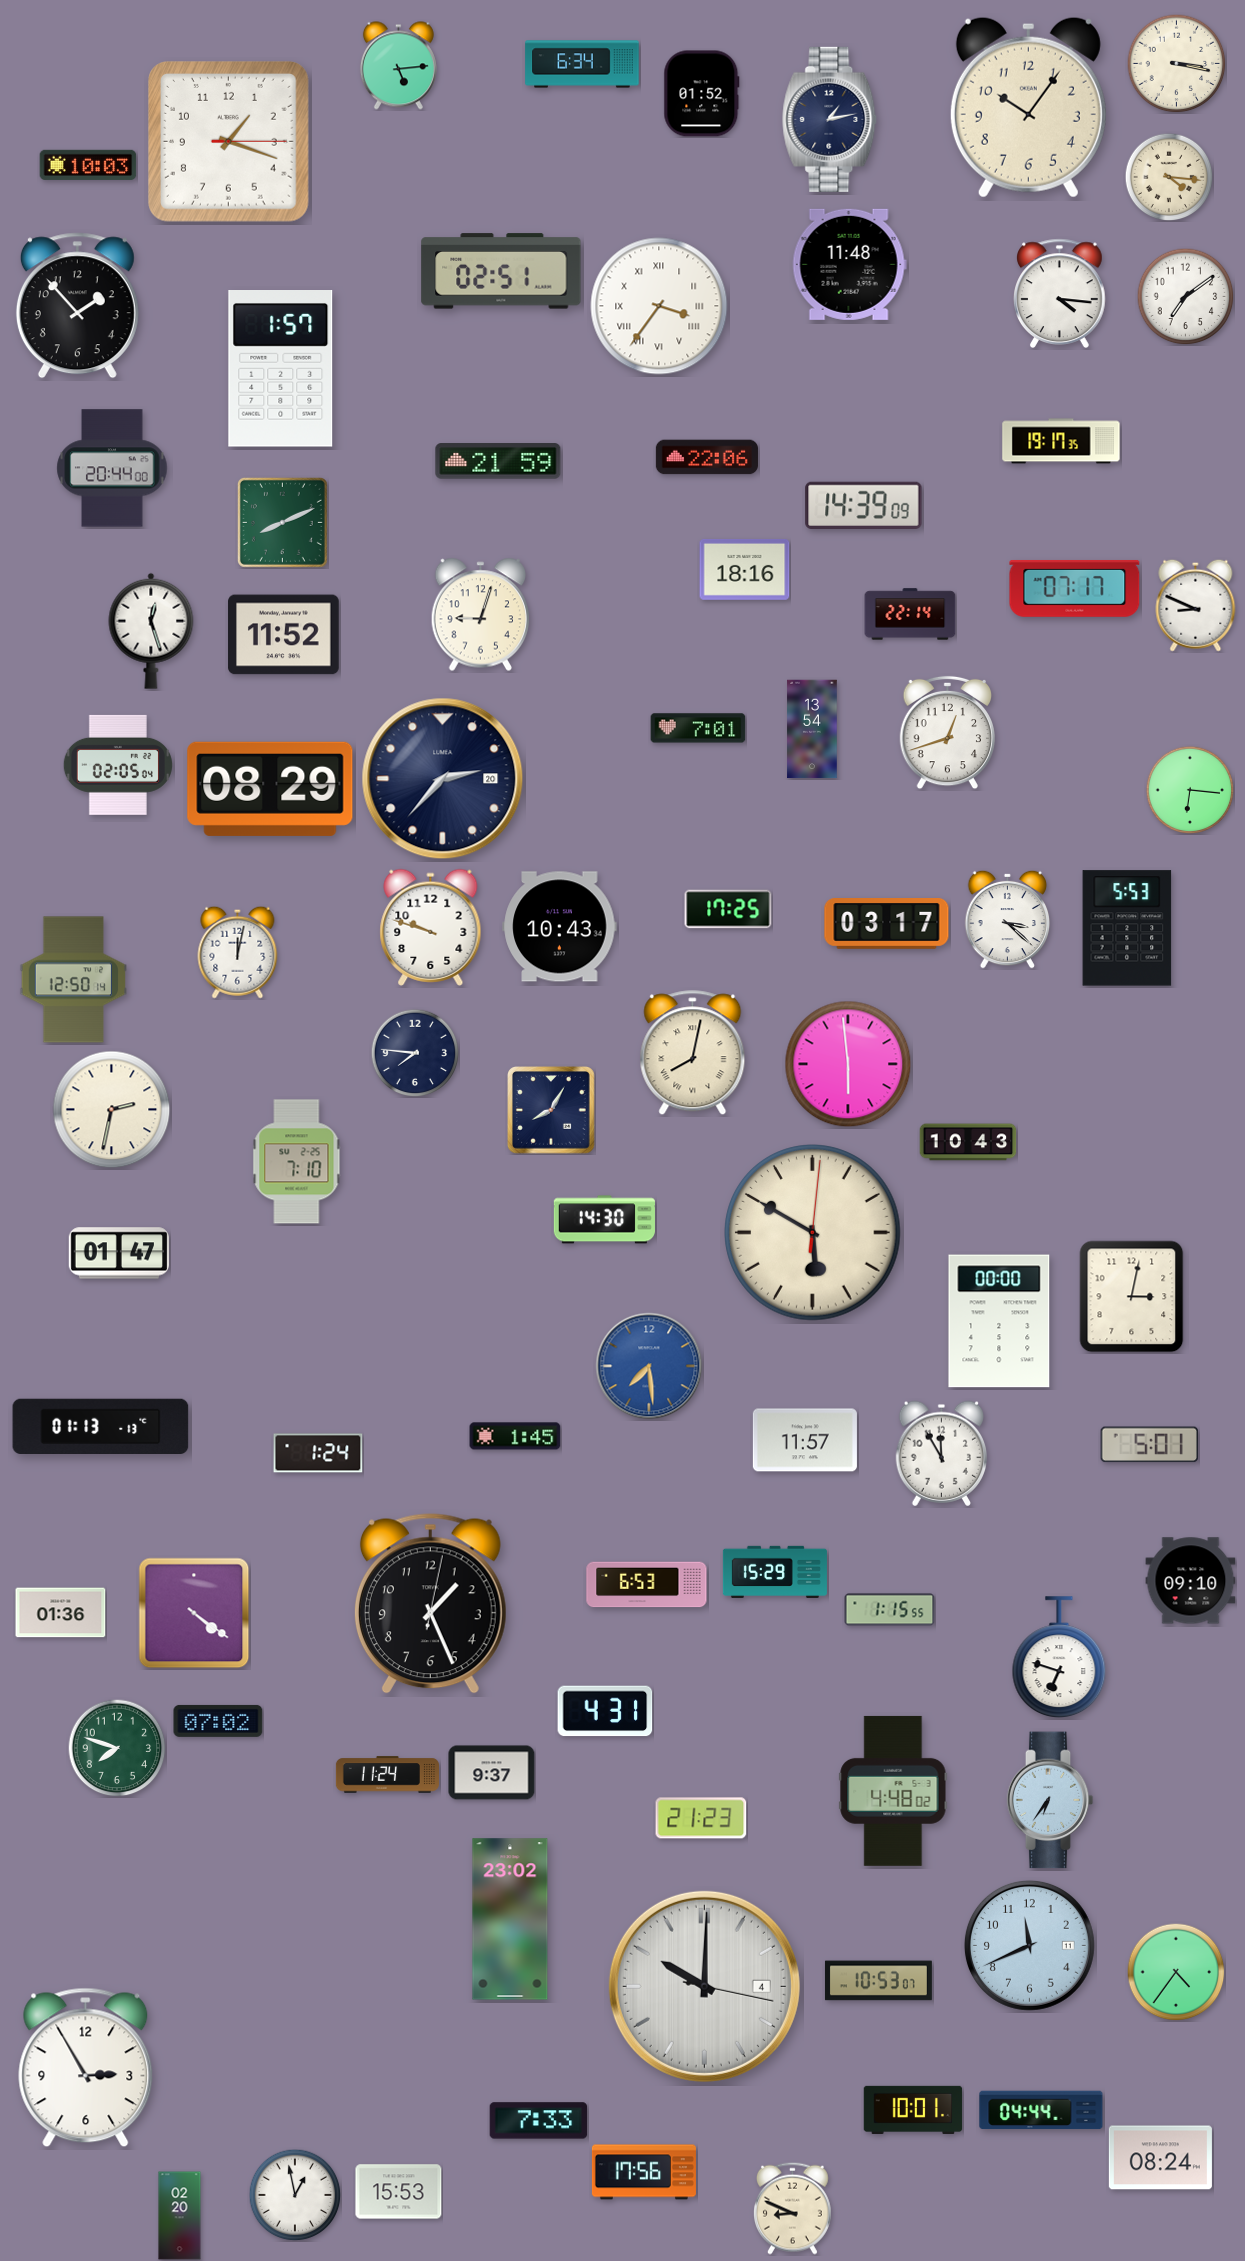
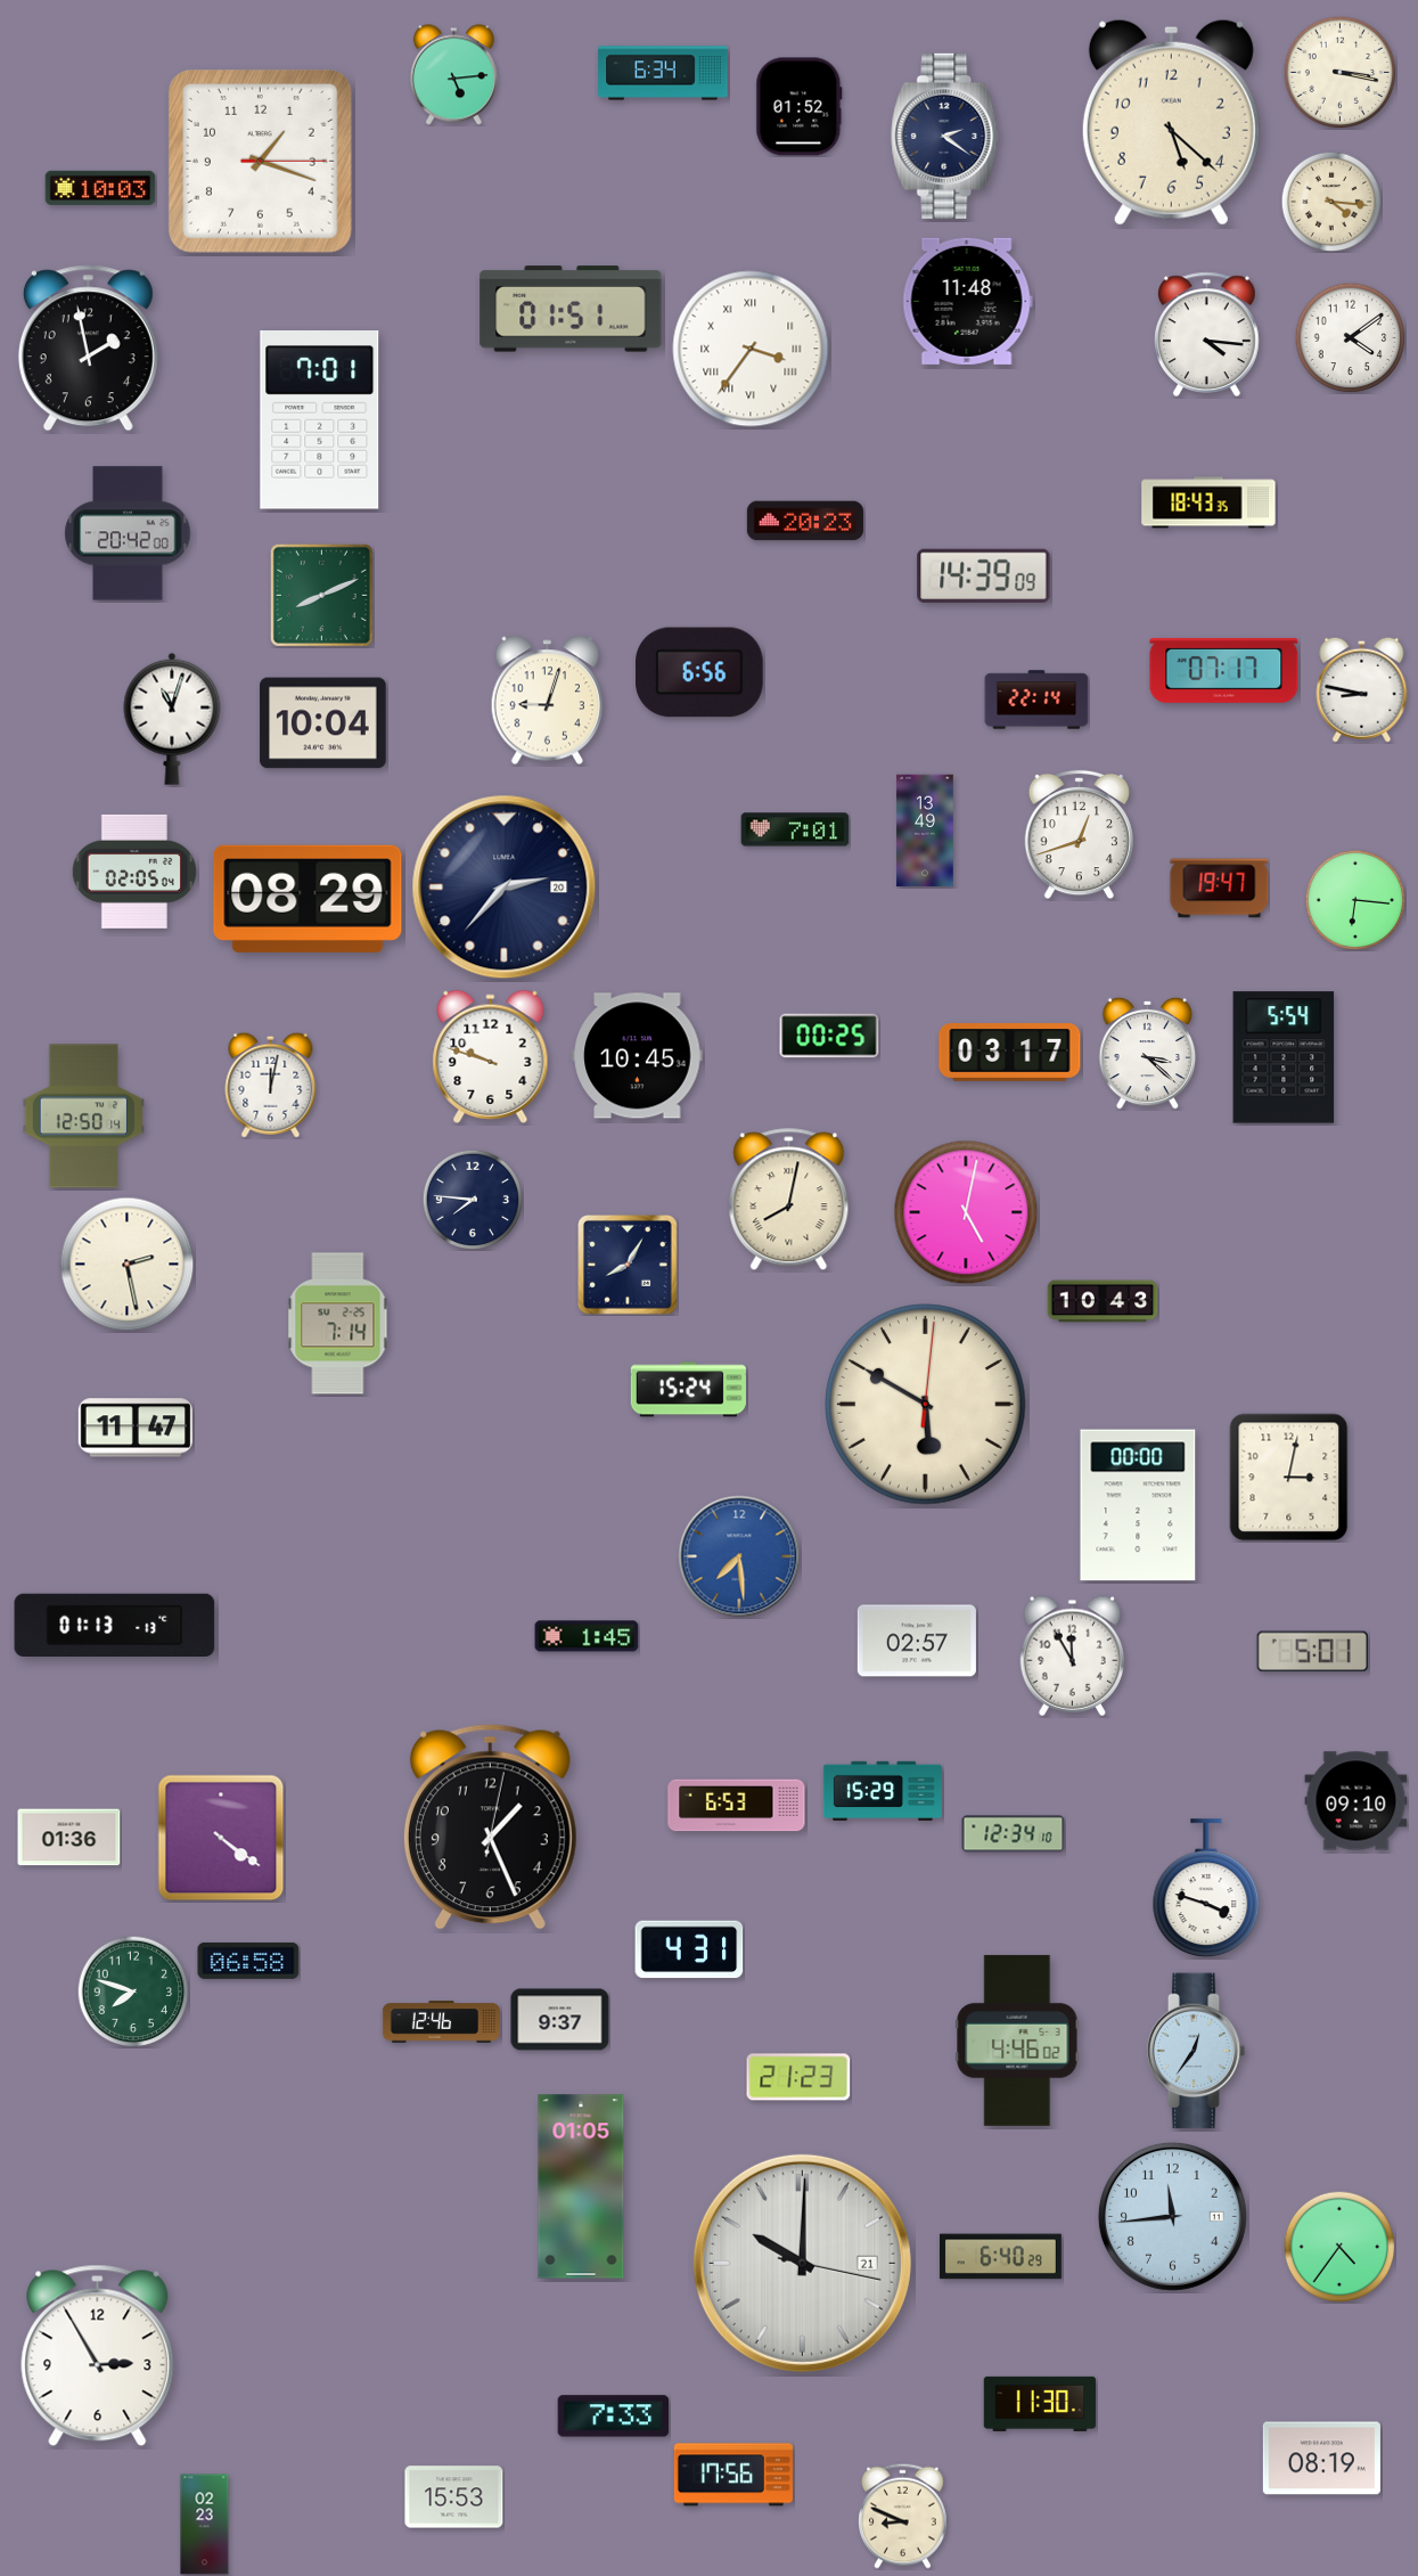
clock at (1028, 107): 10:06 -> 5:22
clock at (830, 119): 1:13 -> 2:21
clock at (501, 271): 02:51 -> 01:51
clock at (1185, 296): 7:09 -> 4:09
clock at (77, 306): 1:53 -> 1:58
clock at (281, 369): 1:57 -> 7:01
clock at (1061, 441): 19:17 -> 18:43
clock at (707, 457): 22:06 -> 20:23
clock at (498, 461): 21:59 -> none
clock at (112, 468): 20:44 -> 20:42
clock at (745, 569): 18:16 -> none
clock at (700, 672): none -> 6:56
clock at (1196, 605): 8:49 -> 8:47
clock at (151, 631): 12:27 -> 11:03
clock at (284, 635): 11:52 -> 10:04
clock at (812, 729): 13:54 -> 13:49
clock at (1220, 889): none -> 19:47
clock at (728, 909): 17:25 -> 00:25
clock at (1008, 919) position: (1008, 919) -> (1148, 1053)
clock at (560, 927): 10:43 -> 10:45
clock at (1127, 928): 5:53 -> 5:54
clock at (848, 1064): 5:59 -> 5:02
clock at (112, 1110): 2:32 -> 2:28
clock at (297, 1162): 7:10 -> 7:14
clock at (604, 1220): 14:30 -> 15:24
clock at (118, 1253): 01:47 -> 11:47
clock at (805, 1440): 11:57 -> 02:57
clock at (1149, 1445) position: (1149, 1445) -> (1312, 1652)
clock at (318, 1453): 1:24 -> none
clock at (890, 1610): 1:15 -> 12:34
clock at (1059, 1658): 6:48 -> 3:48
clock at (218, 1721): 07:02 -> 06:58
clock at (387, 1775): 11:24 -> 12:46
clock at (893, 1791): 4:48 -> 4:46
clock at (1050, 1800): 6:36 -> 12:36
clock at (701, 1818) position: (701, 1818) -> (798, 2077)
clock at (510, 1919): 23:02 -> 01:05
clock at (1029, 1945): 11:41 -> 11:44
clock at (878, 1981): 10:53 -> 6:40
clock at (704, 1986) date: 4 -> 21
clock at (913, 2110): 10:01 -> 11:30
clock at (1041, 2110): 04:44 -> none
clock at (1160, 2158): 08:24 -> 08:19
clock at (295, 2195): 12:58 -> none
clock at (180, 2216): 02:20 -> 02:23
